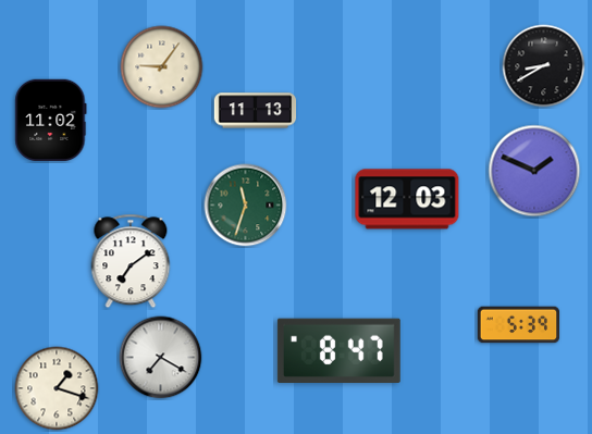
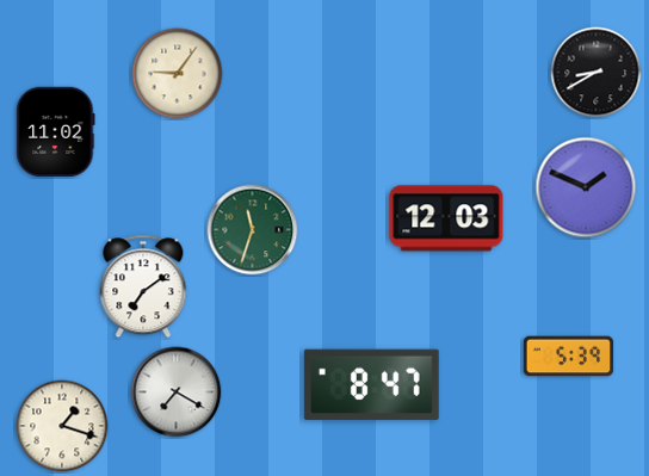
clock at (256, 111): 11:13 -> none
clock at (246, 206) position: (246, 206) -> (253, 230)
